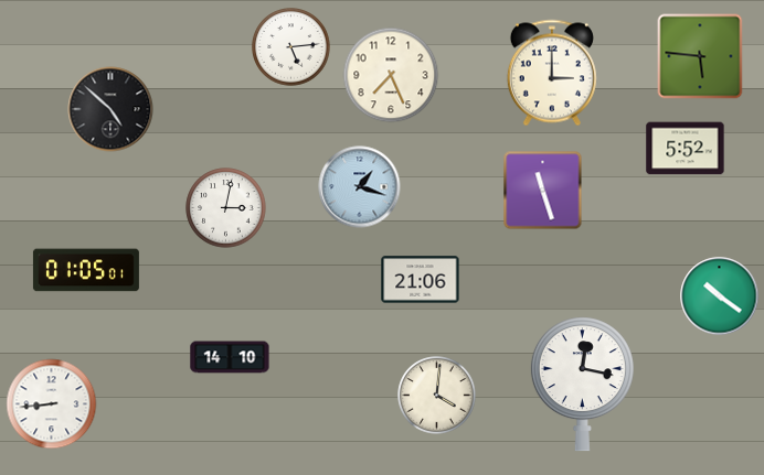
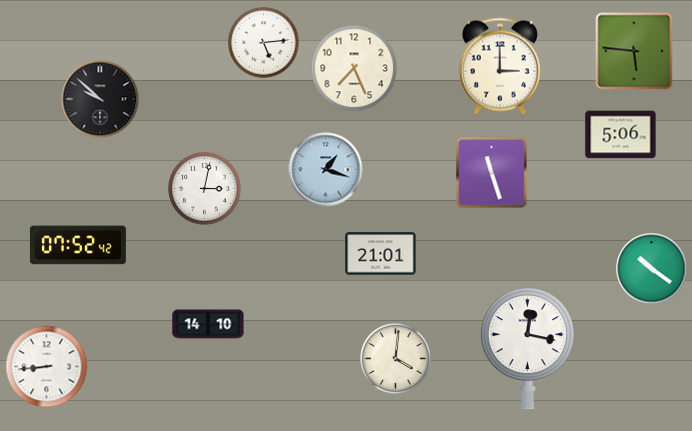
clock at (110, 109): 4:52 -> 9:52
clock at (686, 149): 5:52 -> 5:06
clock at (86, 270): 01:05 -> 07:52
clock at (421, 280): 21:06 -> 21:01
